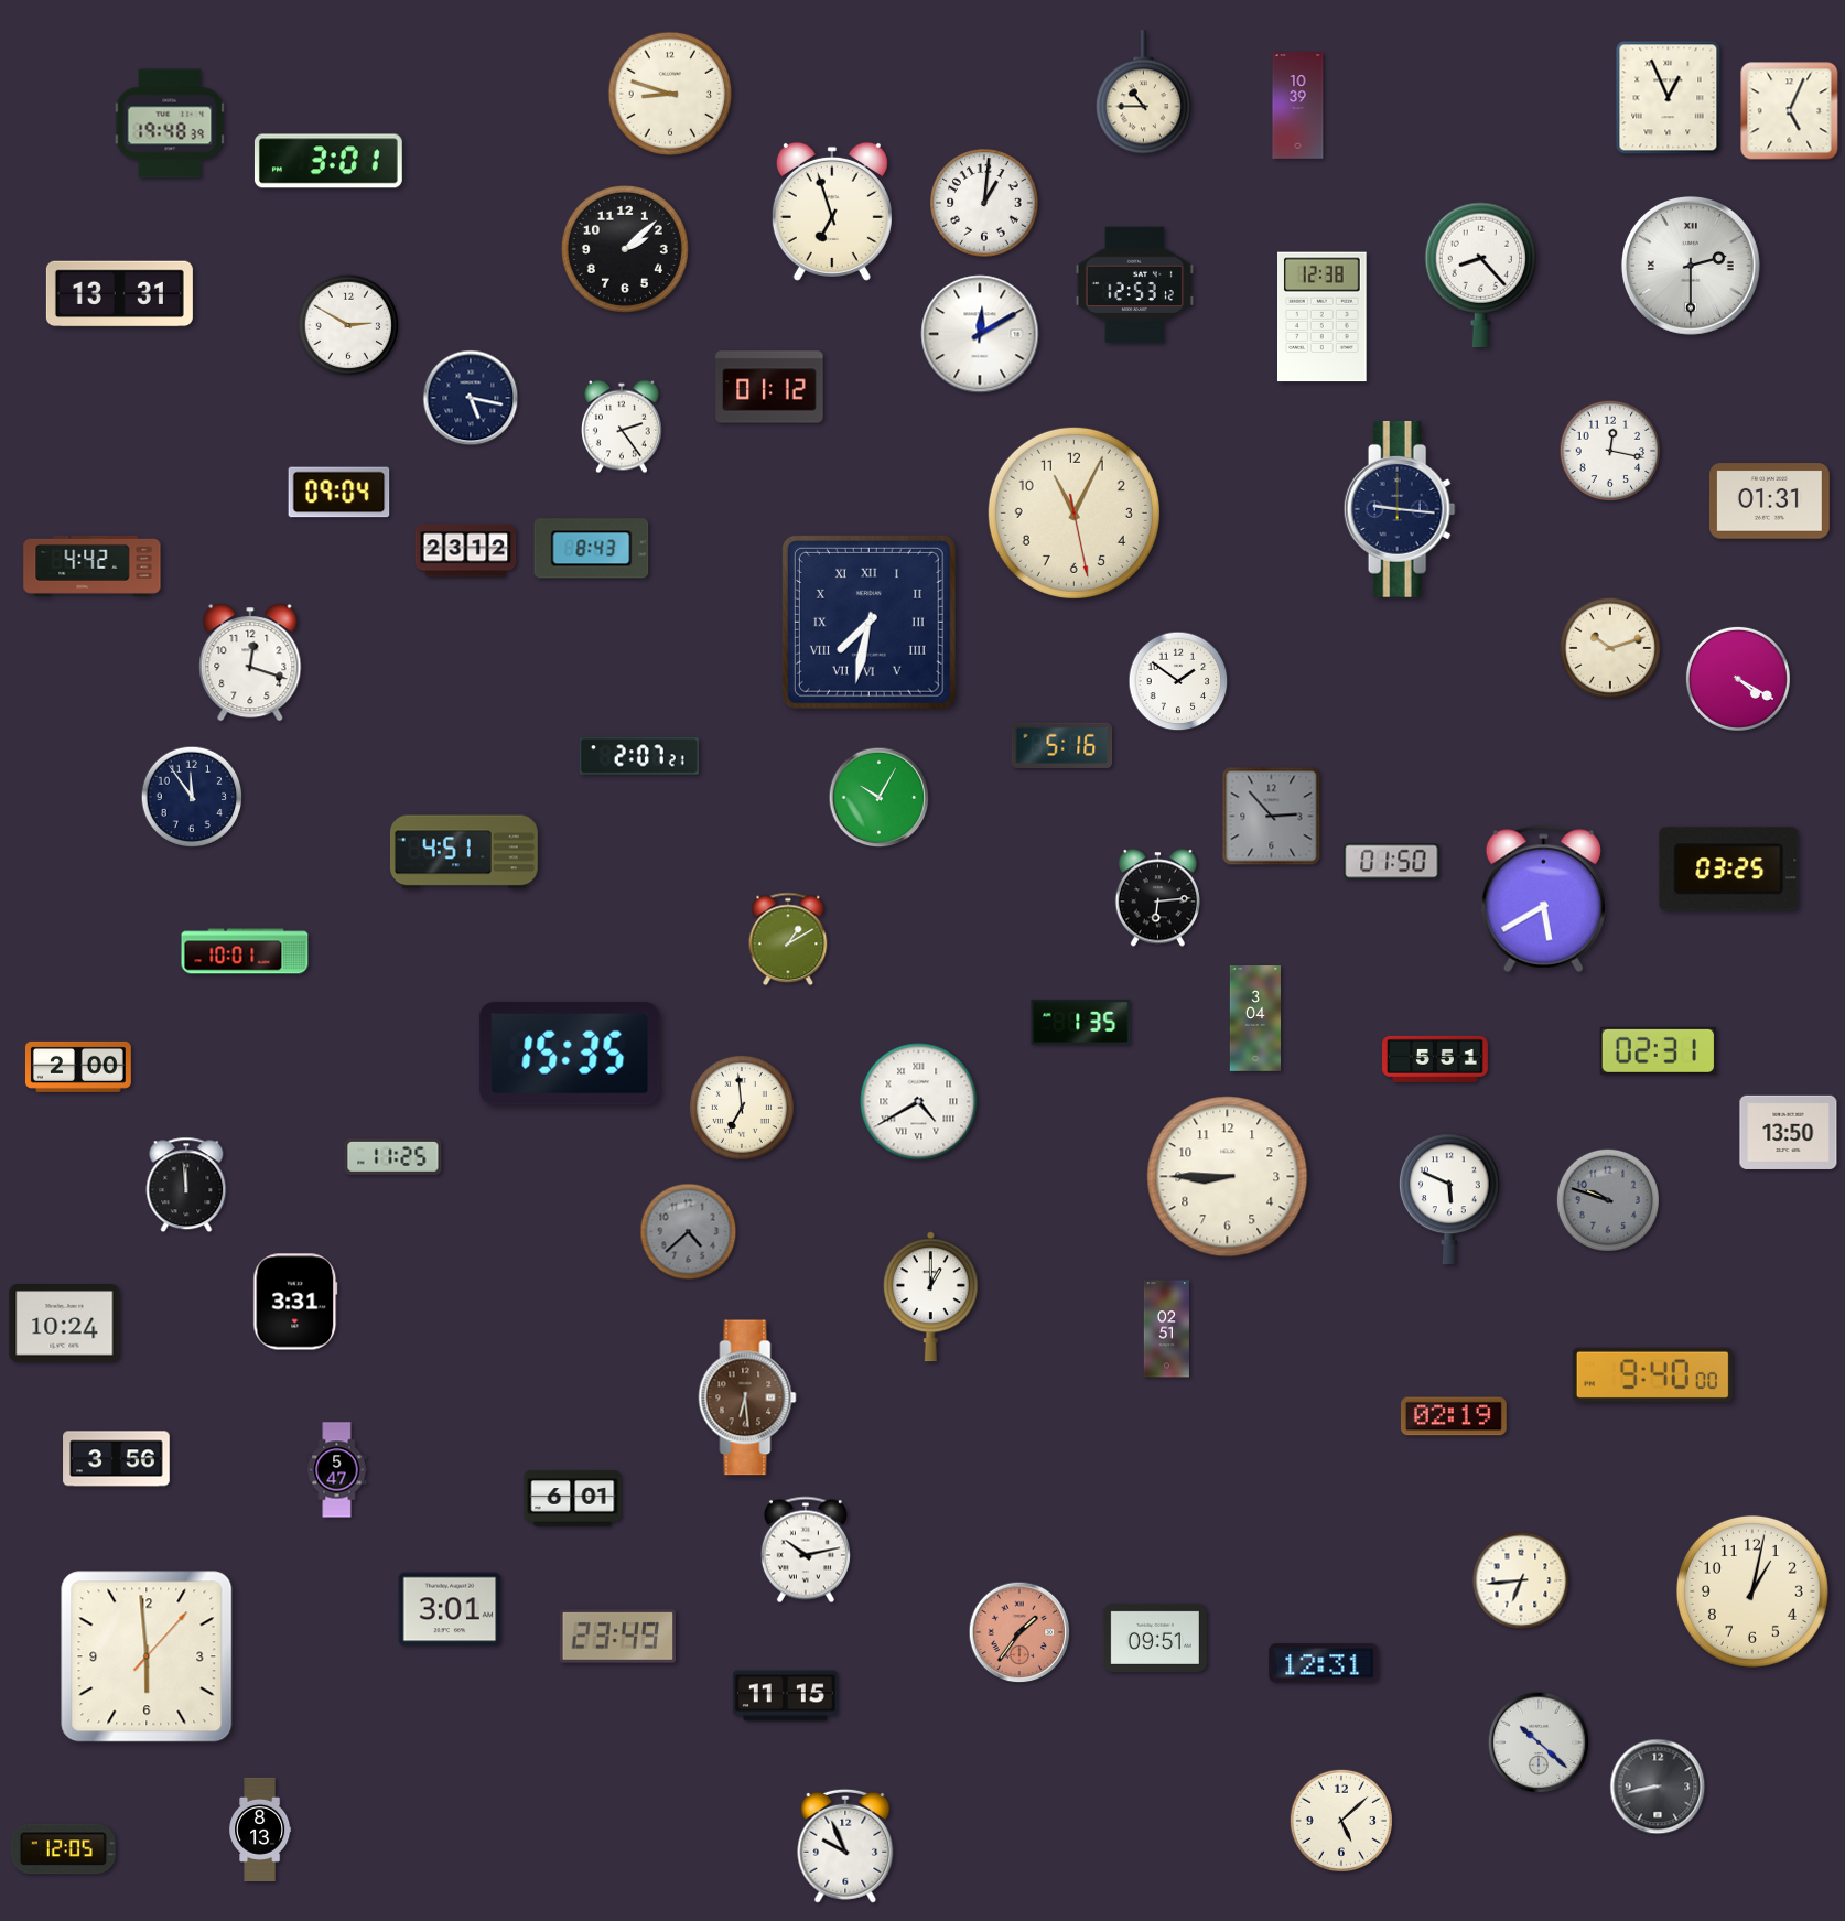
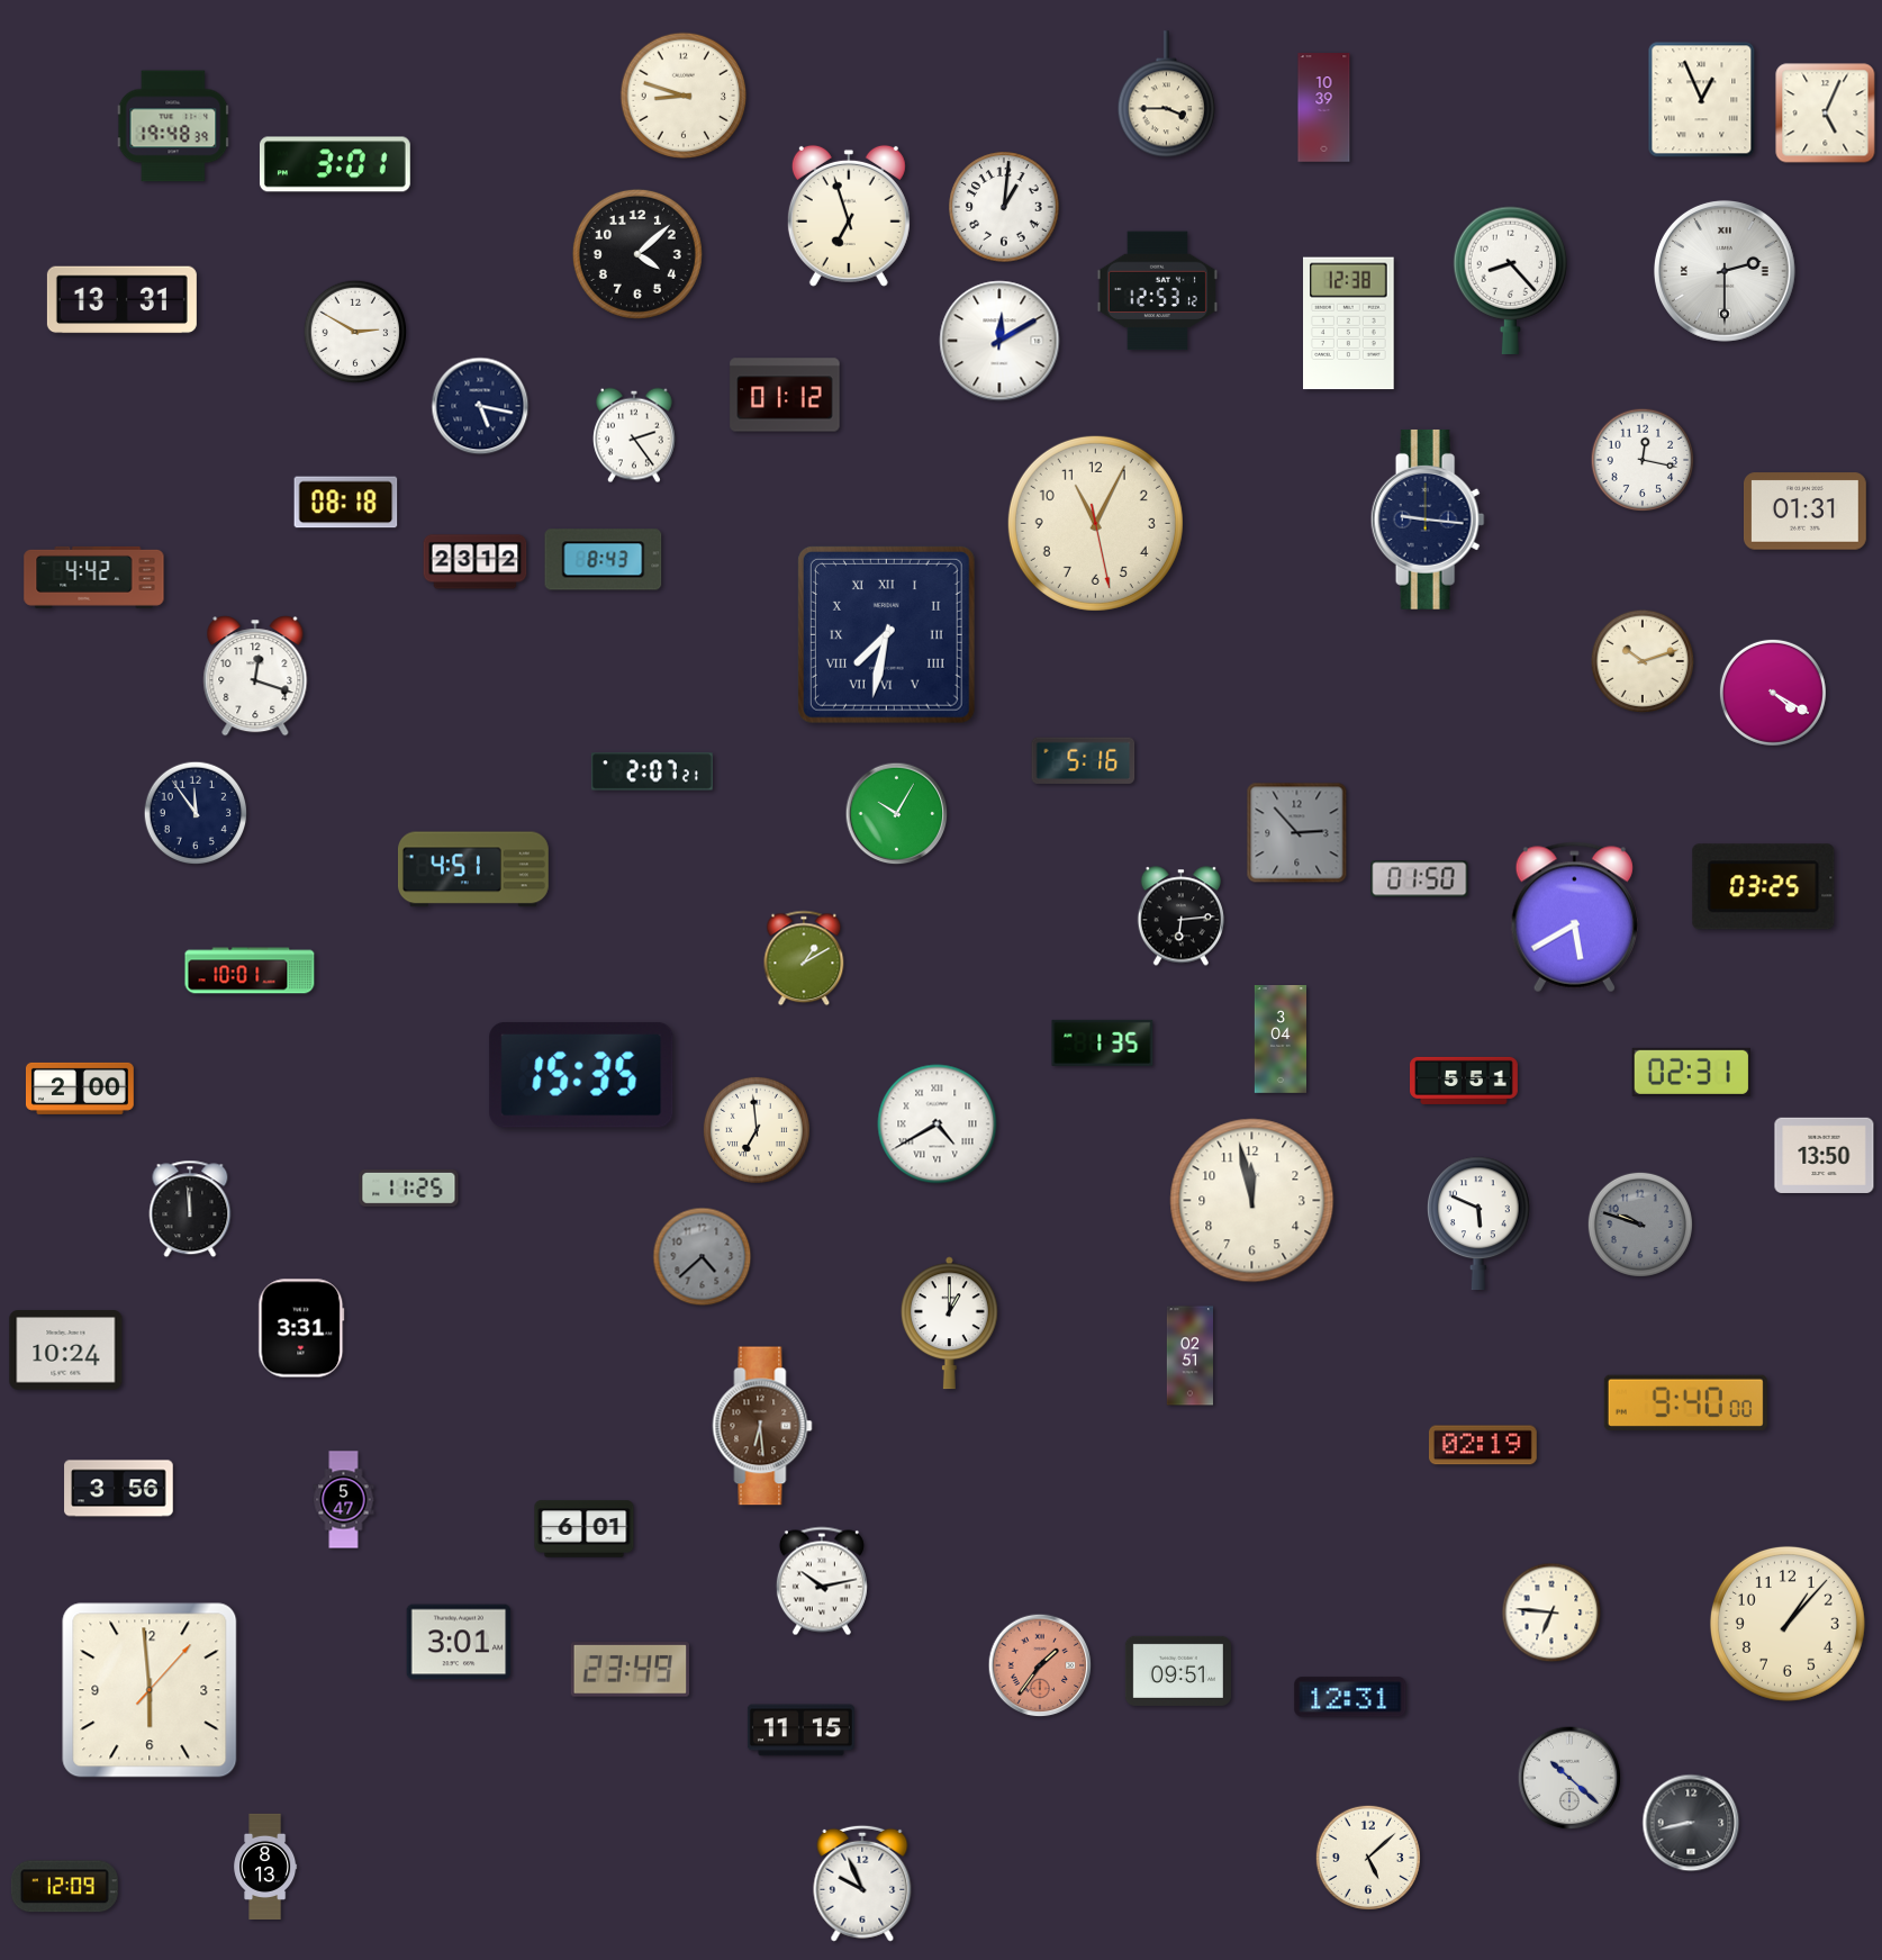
clock at (1143, 93): 10:45 -> 3:45
clock at (625, 249): 2:08 -> 4:08
clock at (339, 493): 09:04 -> 08:18
clock at (1178, 681): 1:51 -> none
clock at (393, 1156) position: (393, 1156) -> (409, 1187)
clock at (1228, 1177): 8:45 -> 11:58
clock at (1521, 1580): 6:44 -> 6:46
clock at (1752, 1591): 1:02 -> 1:07
clock at (63, 1849): 12:05 -> 12:09
